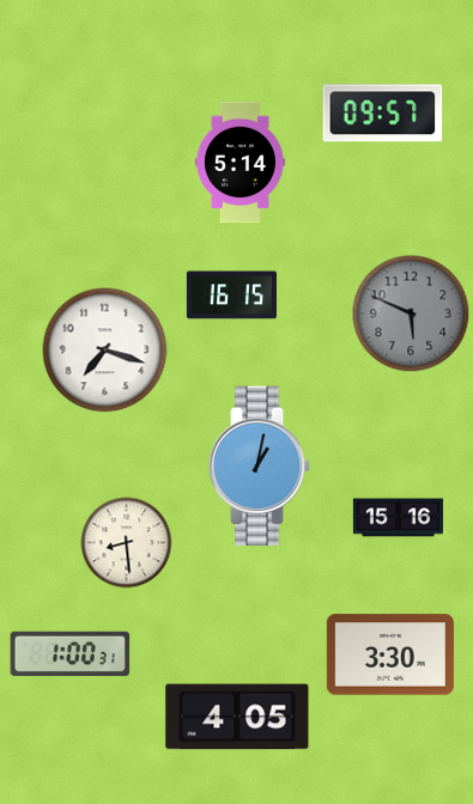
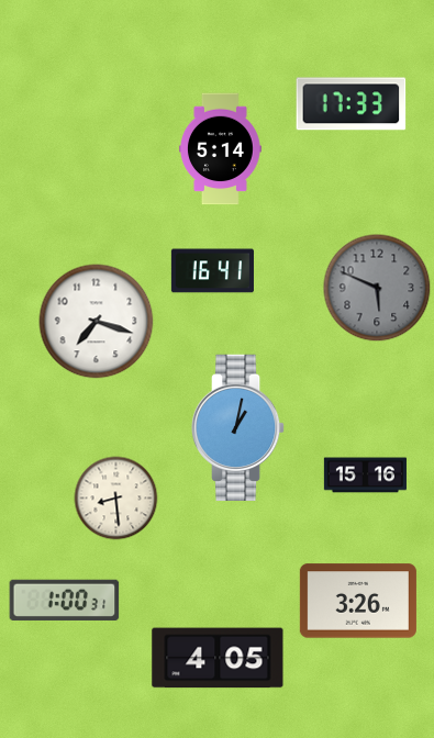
clock at (383, 114): 09:57 -> 17:33
clock at (231, 296): 16:15 -> 16:41
clock at (390, 654): 3:30 -> 3:26
